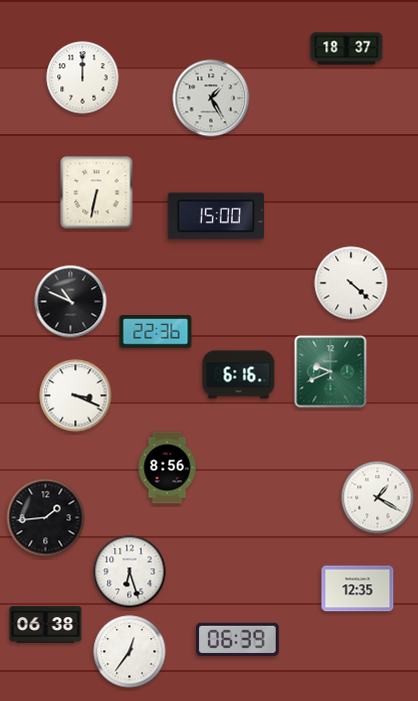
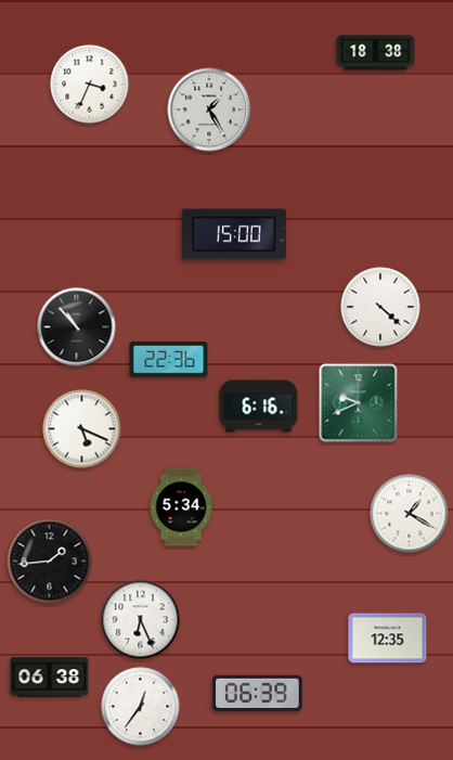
clock at (347, 49): 18:37 -> 18:38
clock at (83, 78): 12:00 -> 3:34
clock at (211, 98) position: (211, 98) -> (209, 110)
clock at (97, 193): 6:32 -> none
clock at (71, 302): 10:49 -> 10:53
clock at (76, 396): 3:19 -> 5:19
clock at (167, 468): 8:56 -> 5:34
clock at (378, 498) position: (378, 498) -> (410, 514)
clock at (130, 572): 6:27 -> 6:26
